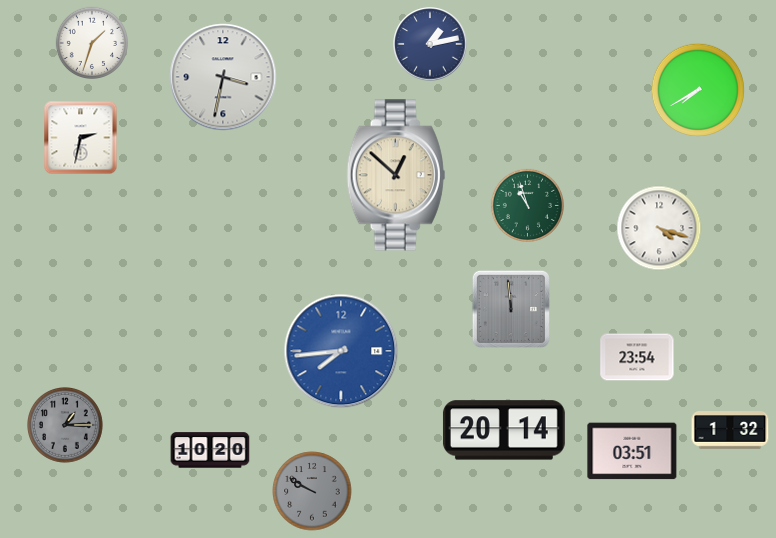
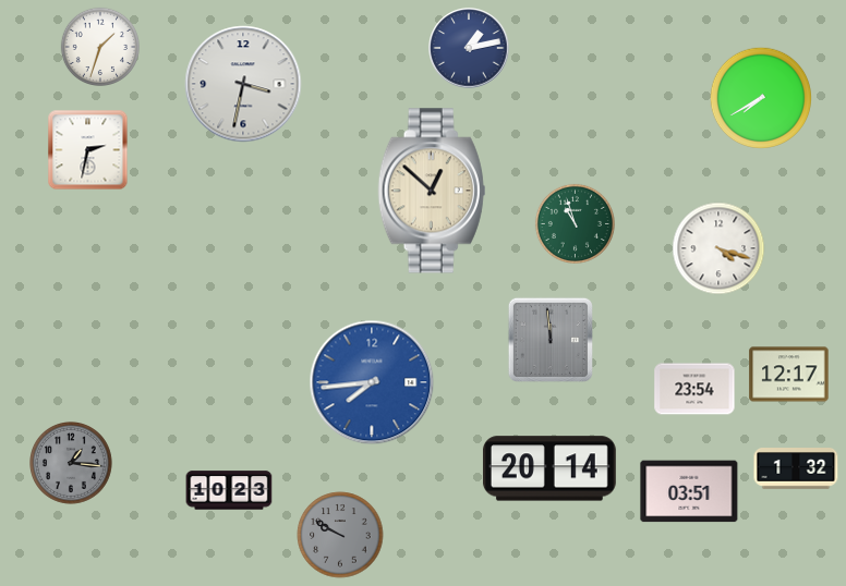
clock at (511, 309) position: (511, 309) -> (551, 340)
clock at (789, 375): none -> 12:17
clock at (66, 426): 1:15 -> 1:16
clock at (210, 450): 10:20 -> 10:23
